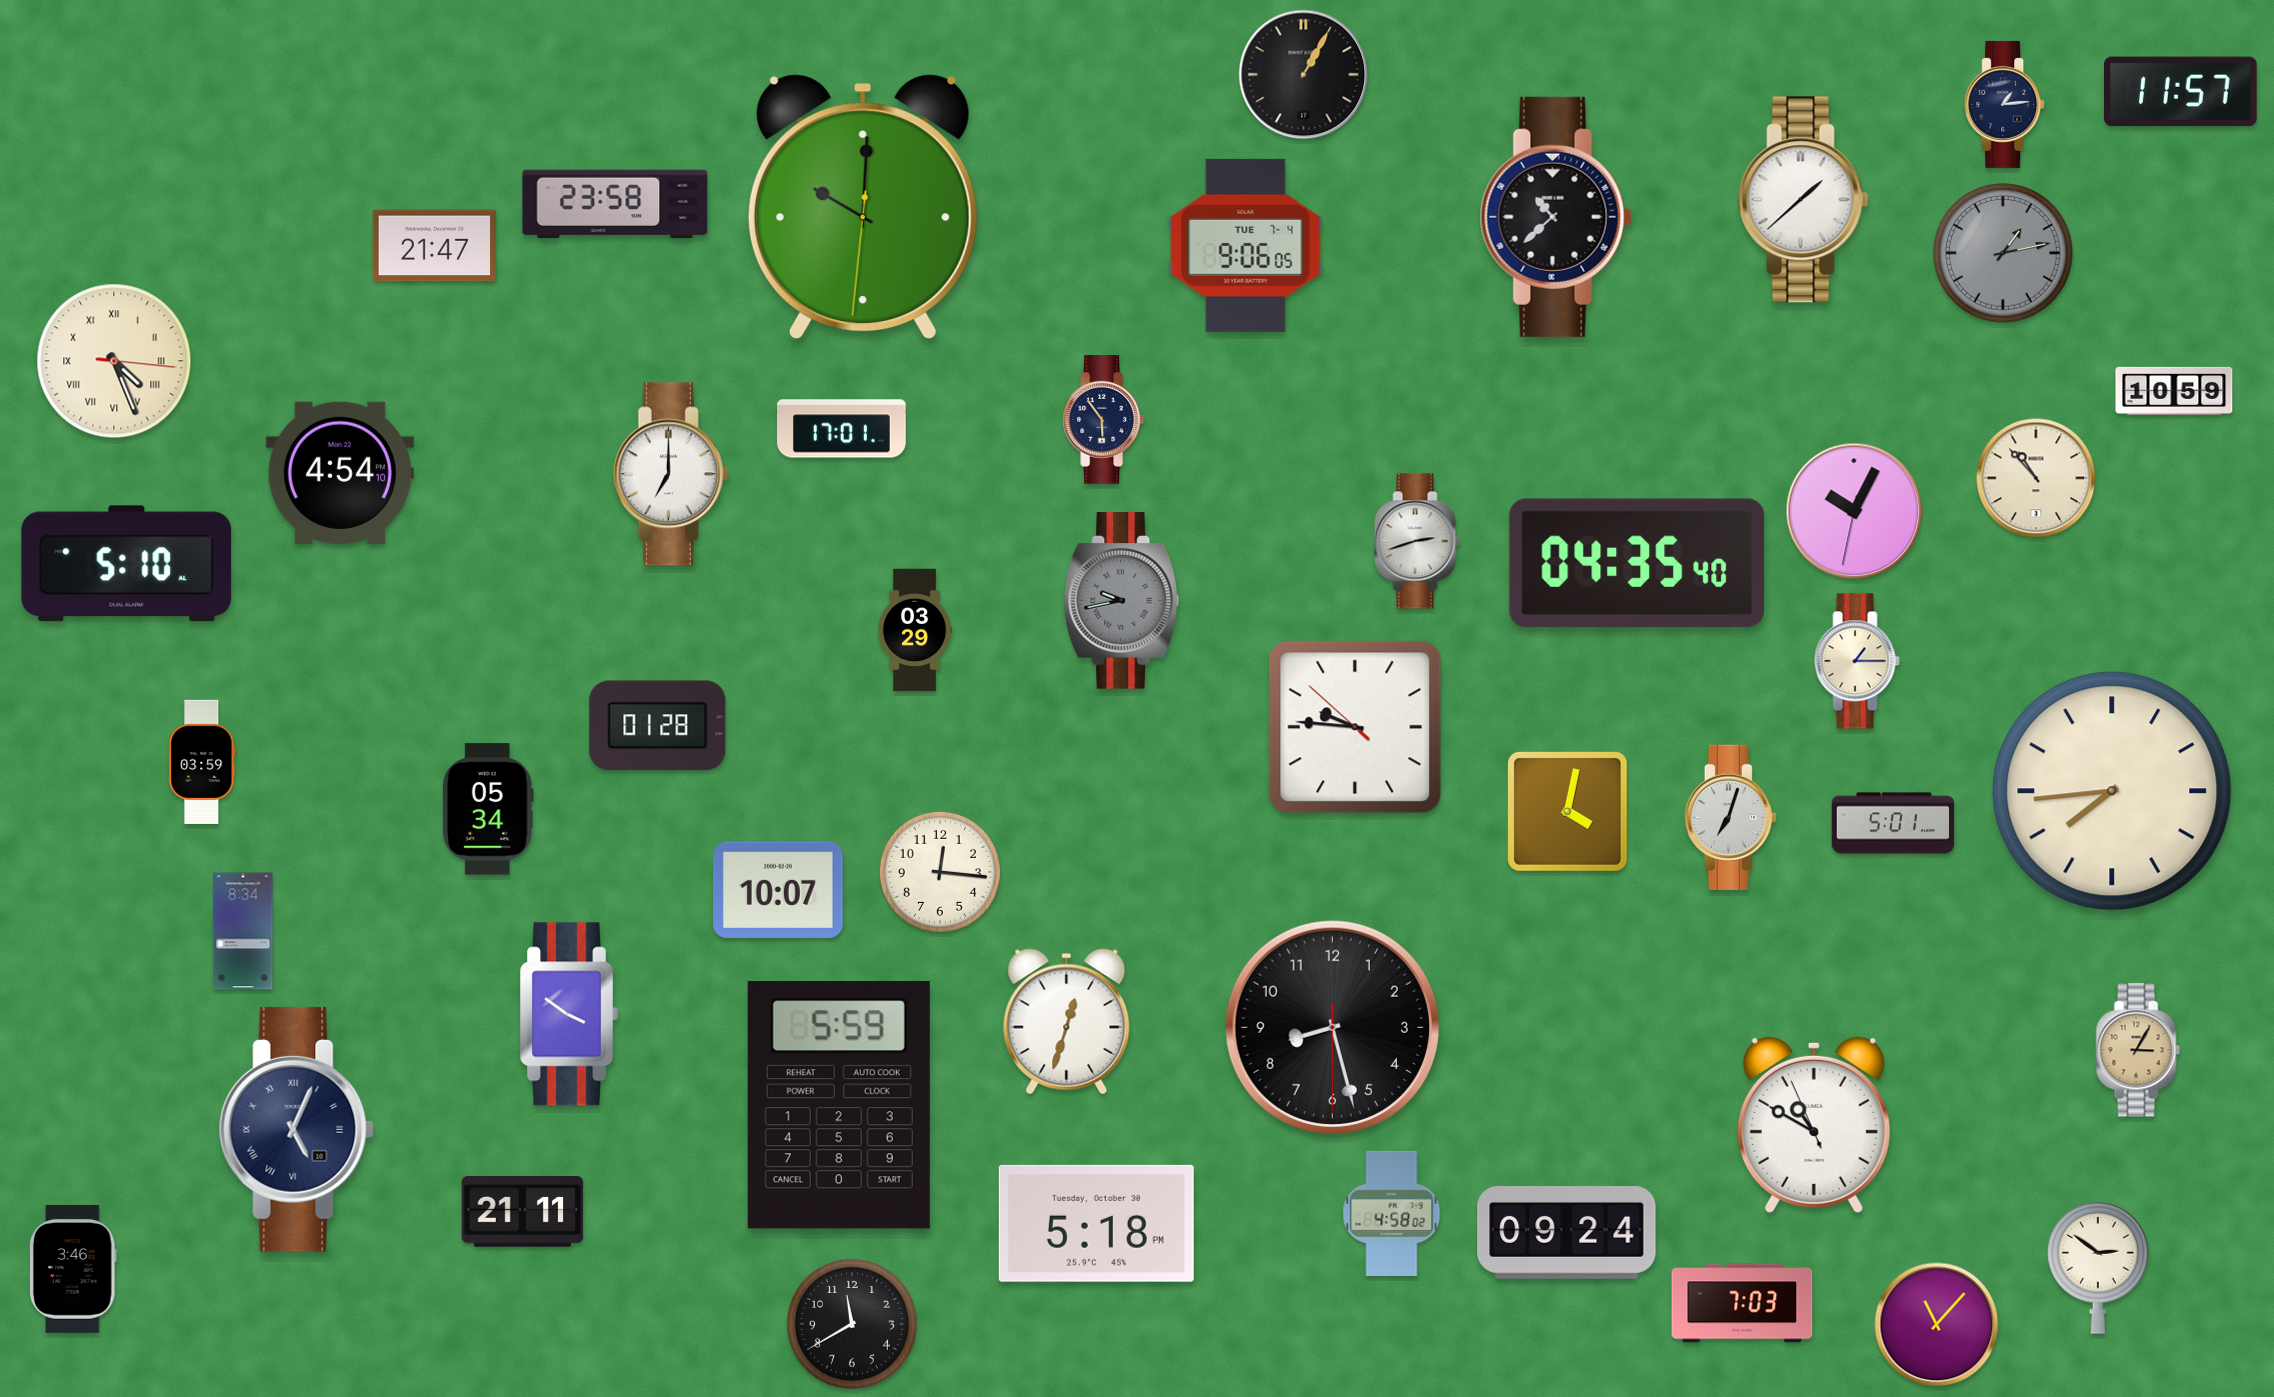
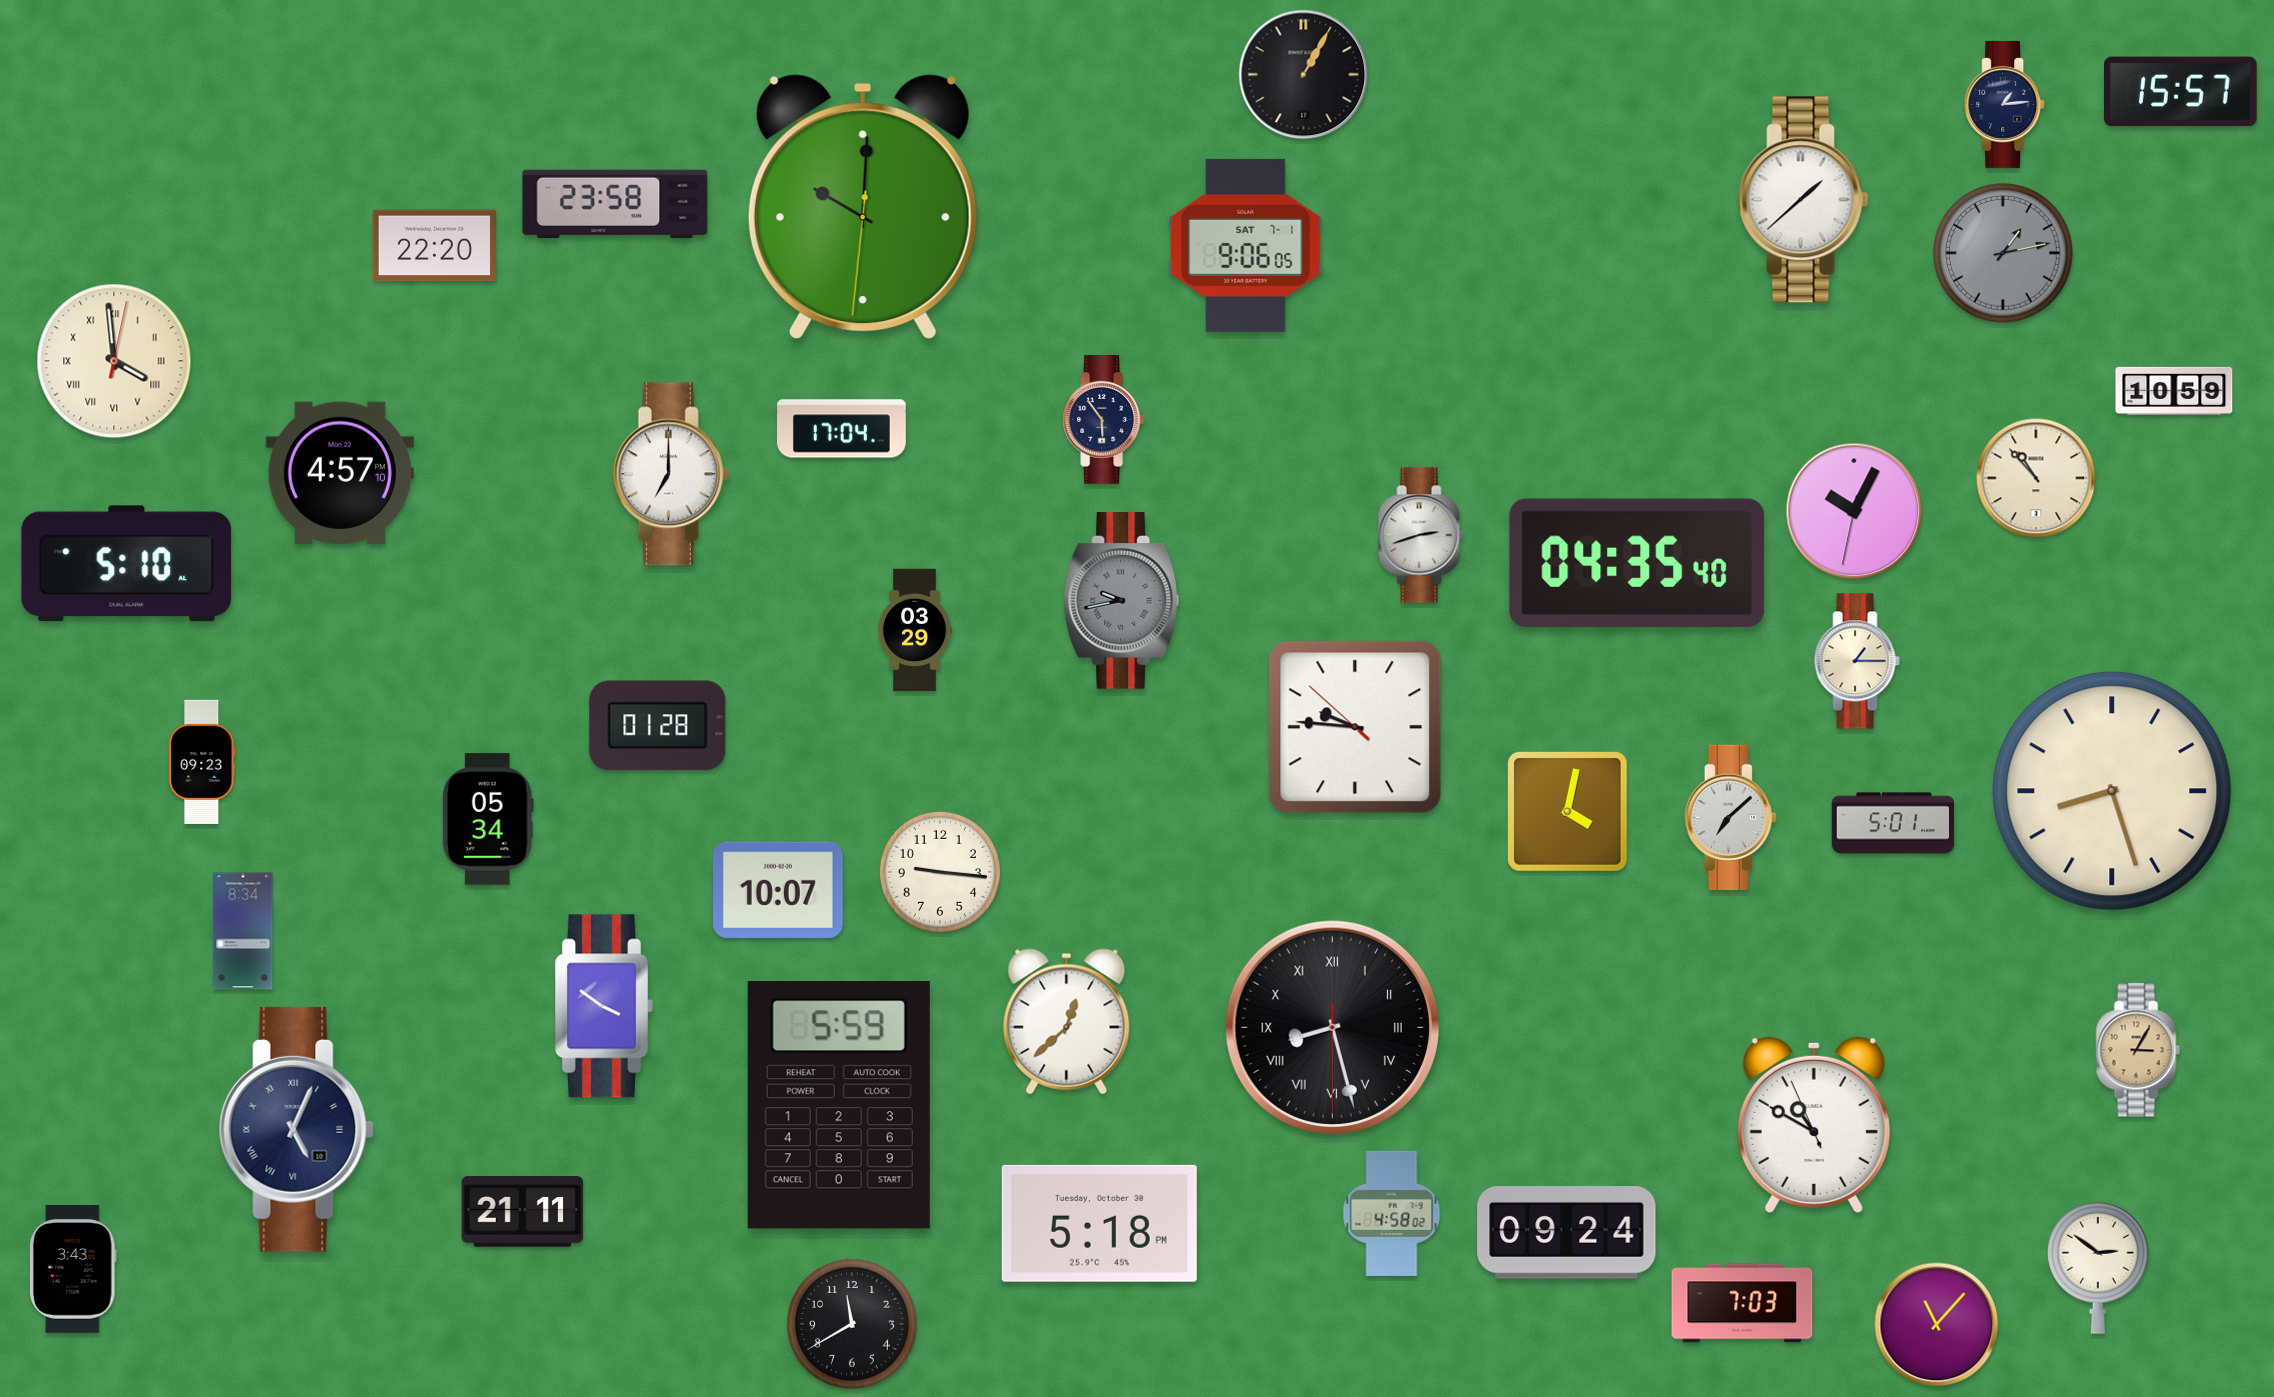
clock at (2181, 92): 11:57 -> 15:57
clock at (1556, 217): 10:38 -> none
clock at (1246, 245) date: TUE 7-4 -> SAT 7-1
clock at (434, 246): 21:47 -> 22:20
clock at (114, 361): 4:26 -> 3:59
clock at (842, 429): 17:01 -> 17:04
clock at (340, 473): 4:54 -> 4:57
clock at (1417, 541) position: (1417, 541) -> (1421, 535)
clock at (202, 762): 03:59 -> 09:23
clock at (2112, 791): 7:44 -> 8:27
clock at (488, 809) position: (488, 809) -> (488, 819)
clock at (1730, 817): 7:03 -> 7:08
clock at (940, 872): 12:16 -> 9:16
clock at (569, 1014) position: (569, 1014) -> (604, 1006)
clock at (1067, 1022): 12:33 -> 12:38
clock at (1332, 1027) numerals: Arabic -> Roman
clock at (1096, 1223) position: (1096, 1223) -> (1099, 1223)
clock at (73, 1269): 3:46 -> 3:43
